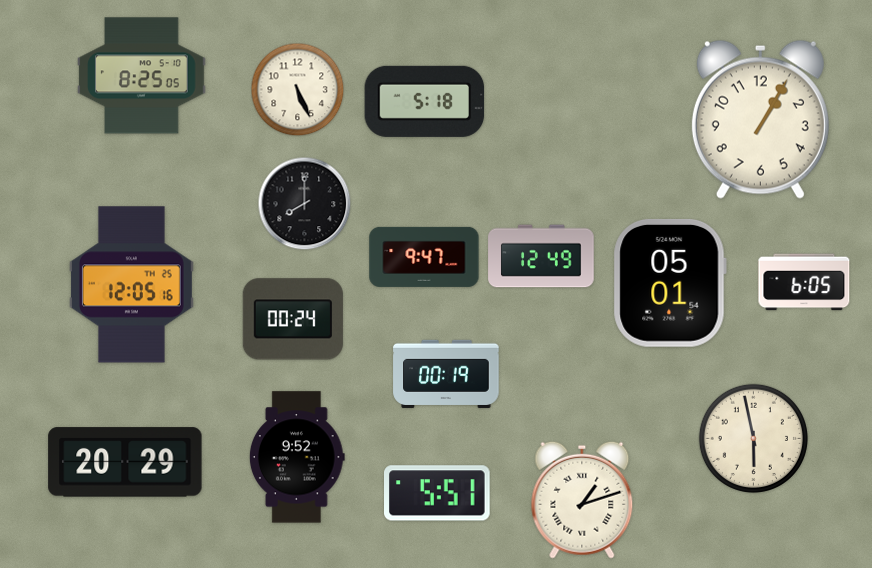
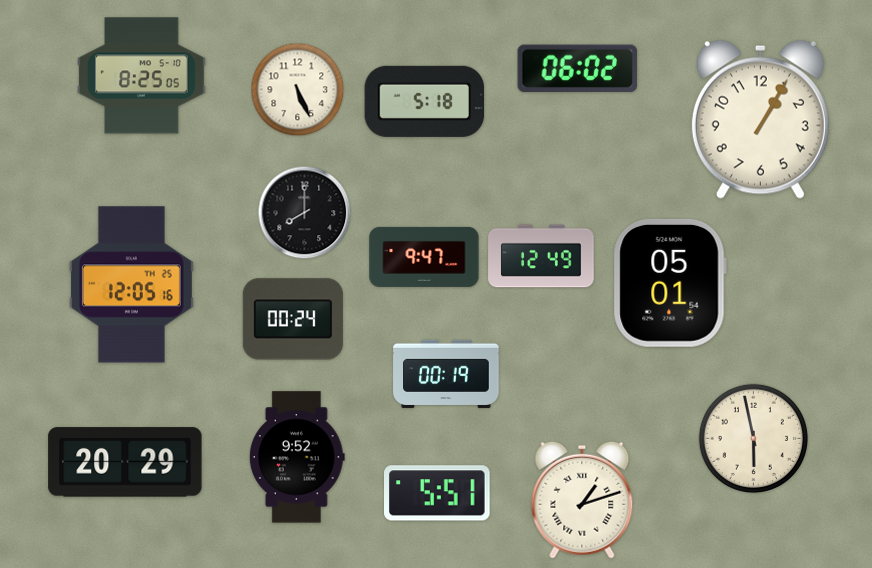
clock at (578, 68): none -> 06:02
clock at (305, 204) position: (305, 204) -> (305, 213)
clock at (804, 282): 6:05 -> none
